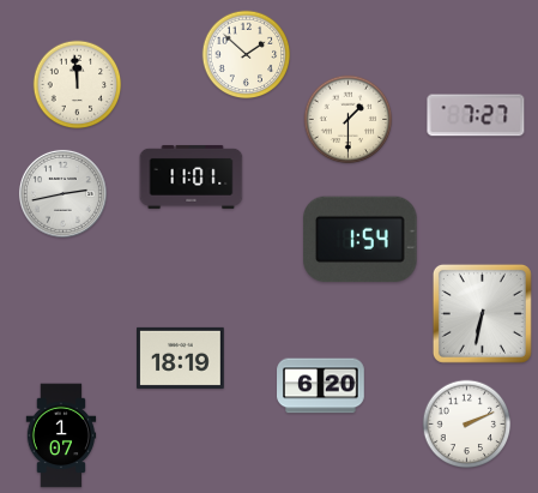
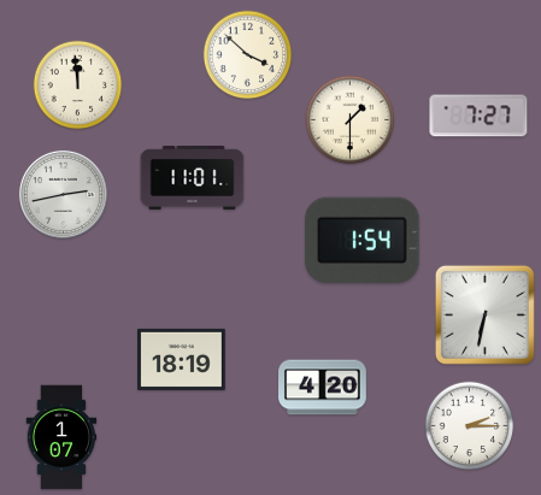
clock at (247, 55): 1:52 -> 3:52
clock at (321, 386): 6:20 -> 4:20
clock at (467, 425): 2:11 -> 2:15
